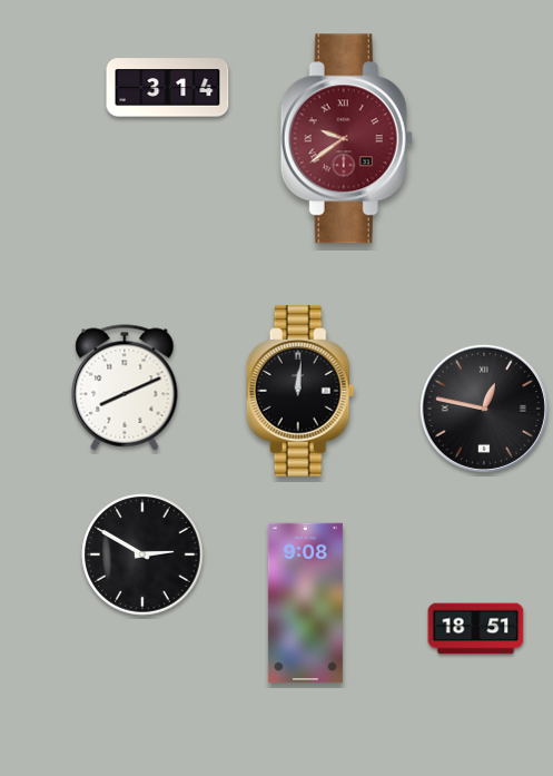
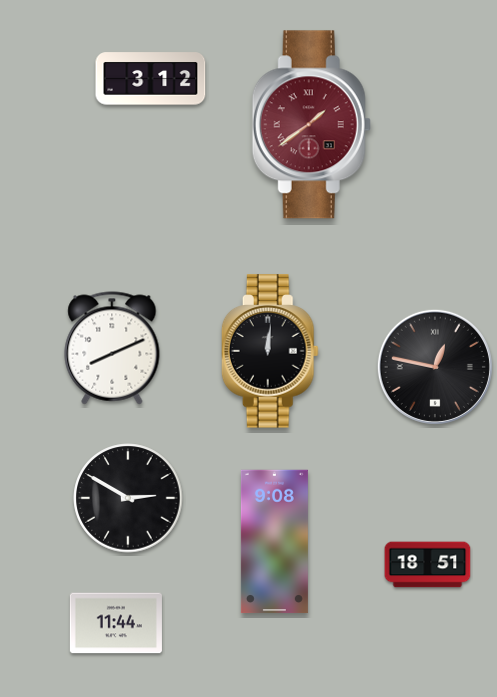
clock at (168, 88): 3:14 -> 3:12
clock at (346, 139): 9:39 -> 1:39
clock at (116, 623): none -> 11:44
